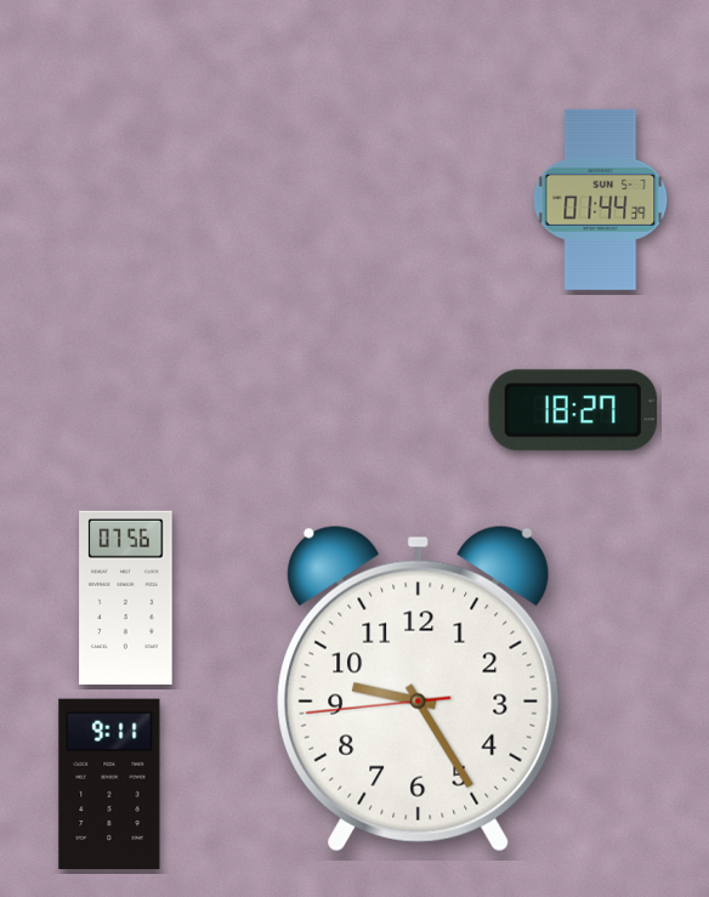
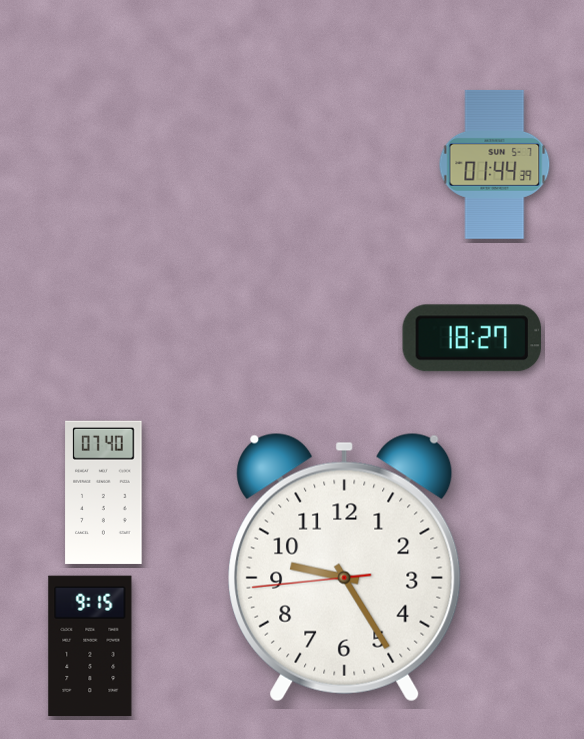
clock at (126, 597): 07:56 -> 07:40
clock at (109, 784): 9:11 -> 9:15
